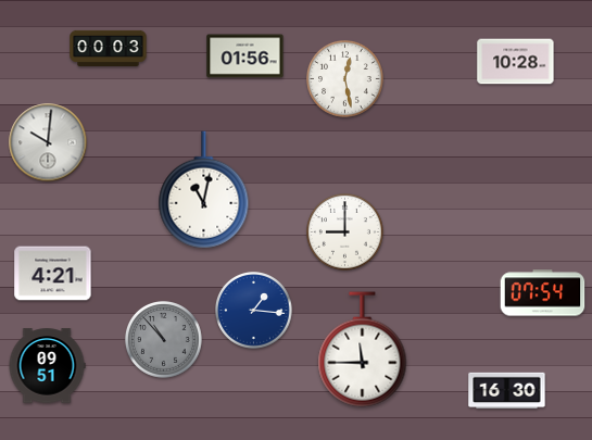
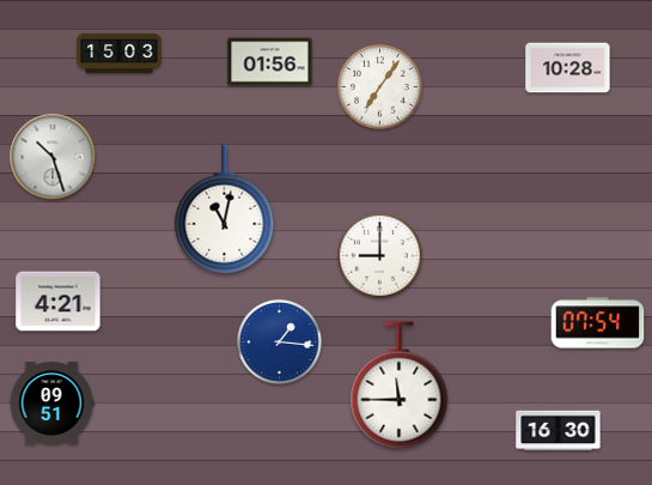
clock at (109, 48): 00:03 -> 15:03
clock at (345, 79): 12:28 -> 7:06
clock at (48, 142): 10:01 -> 10:27
clock at (164, 340): 10:53 -> none
